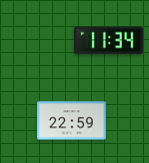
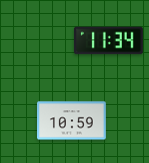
clock at (72, 121): 22:59 -> 10:59
